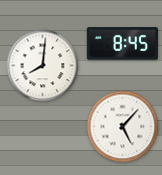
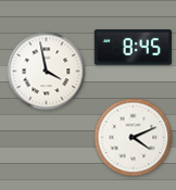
clock at (43, 66): 8:01 -> 3:58
clock at (123, 127): 5:07 -> 4:11
